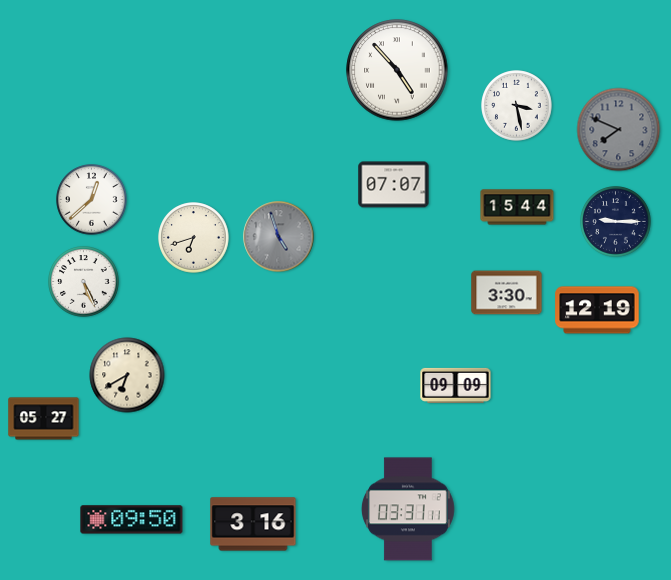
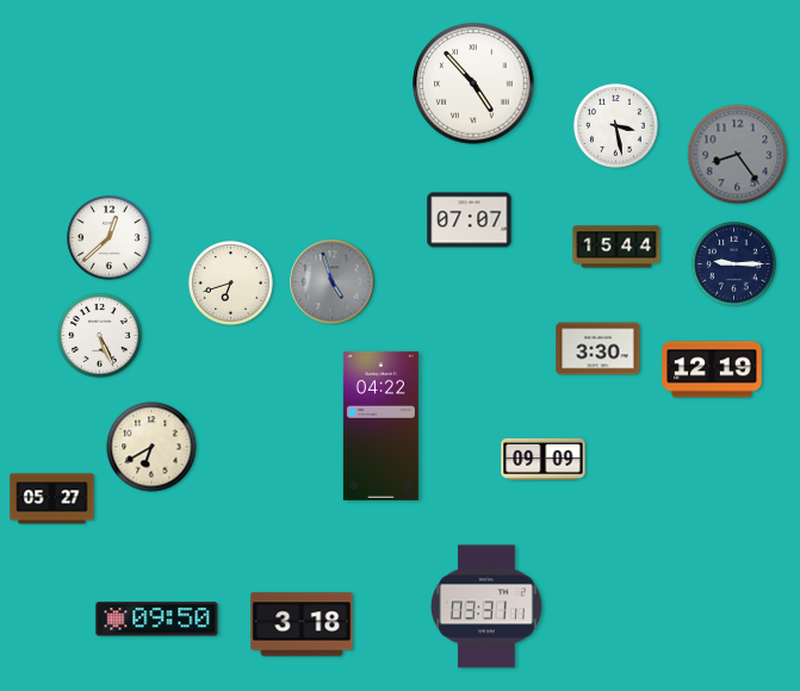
clock at (619, 130): 7:49 -> 8:24
clock at (507, 293) position: (507, 293) -> (599, 349)
clock at (380, 425): none -> 04:22
clock at (253, 524): 3:16 -> 3:18
